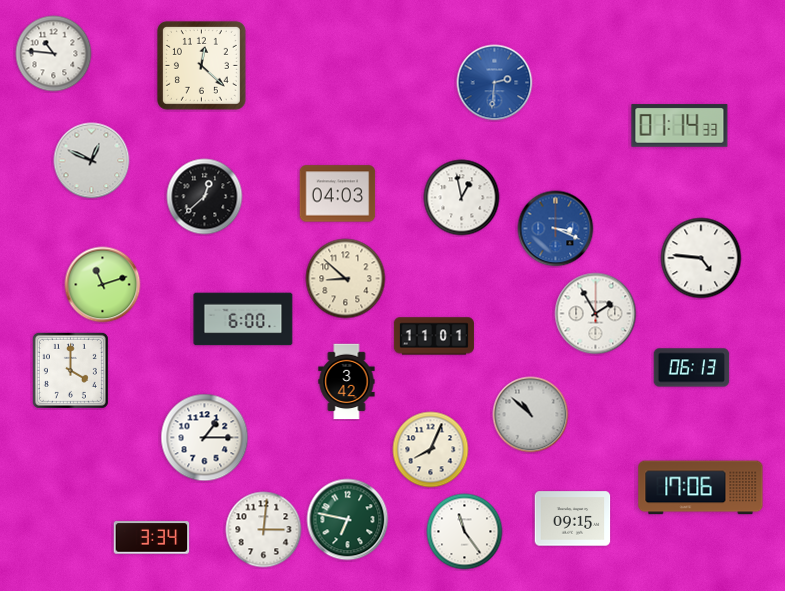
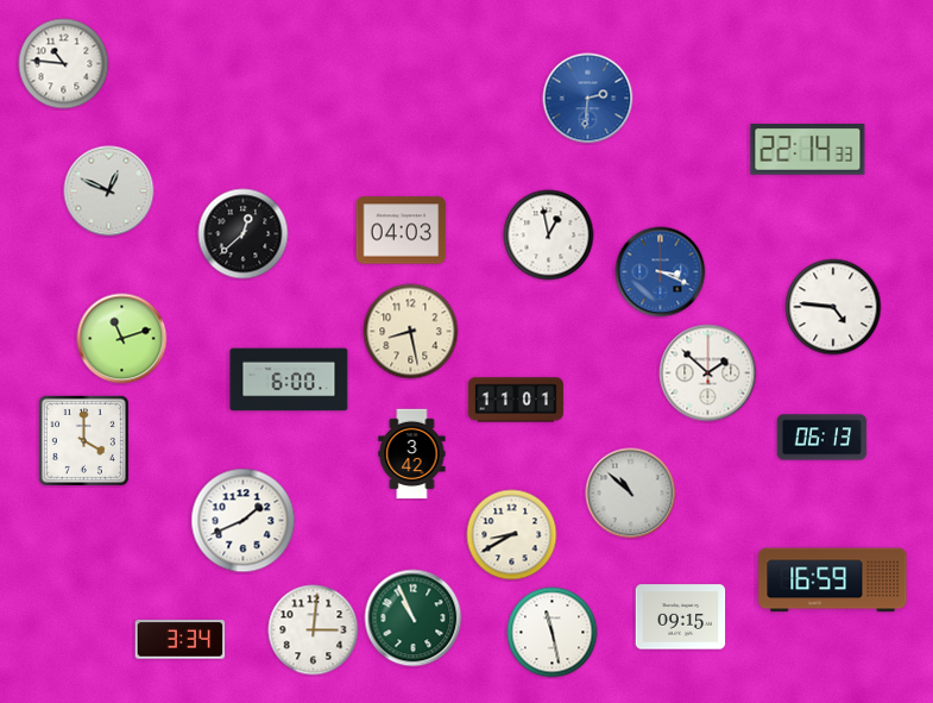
clock at (201, 65): 12:22 -> none
clock at (680, 126): 01:14 -> 22:14
clock at (346, 279): 8:52 -> 8:28
clock at (596, 314): 1:55 -> 1:52
clock at (205, 438): 1:15 -> 1:41
clock at (431, 450): 8:04 -> 8:40
clock at (701, 488): 17:06 -> 16:59
clock at (348, 520): 6:47 -> 10:56
clock at (465, 532): 11:24 -> 11:28
